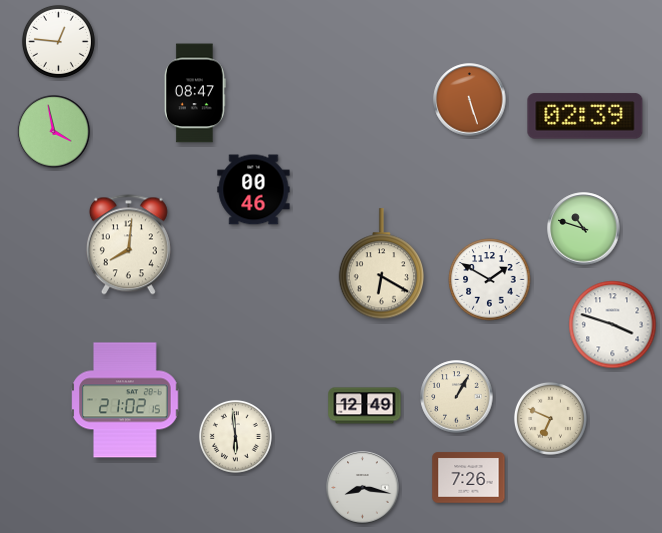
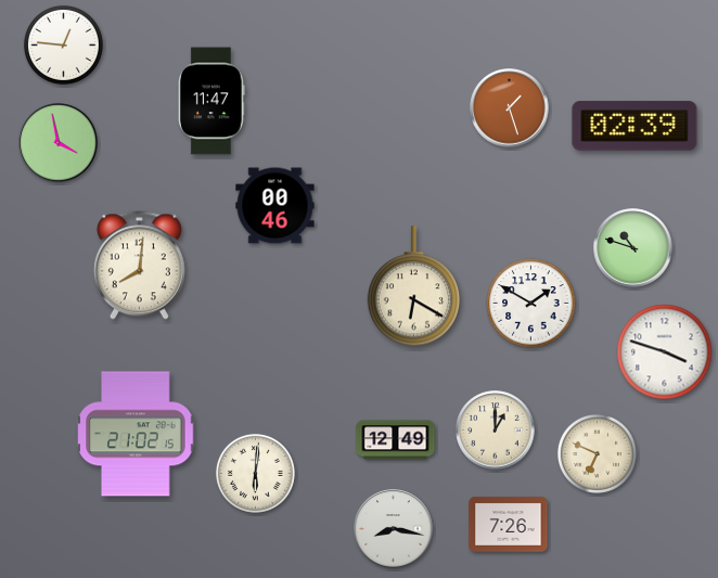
clock at (195, 93): 08:47 -> 11:47
clock at (470, 100): 5:27 -> 1:27
clock at (457, 397): 1:05 -> 1:00
clock at (235, 436): 5:59 -> 6:01
clock at (469, 478) position: (469, 478) -> (509, 525)
